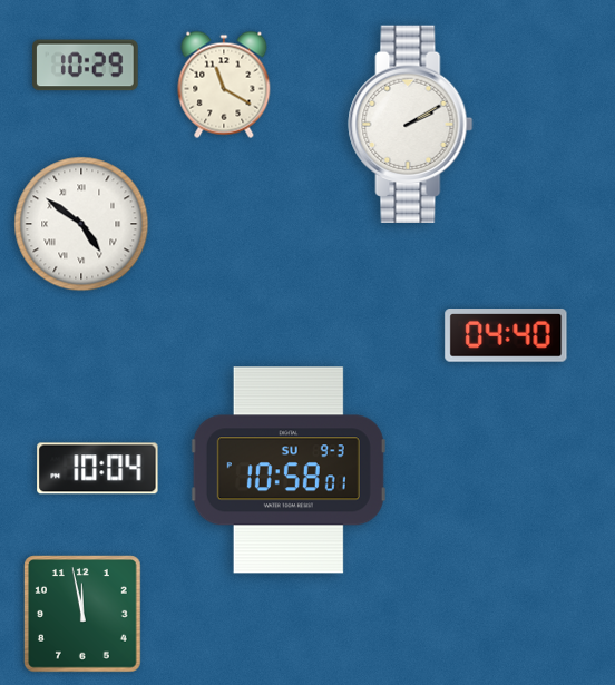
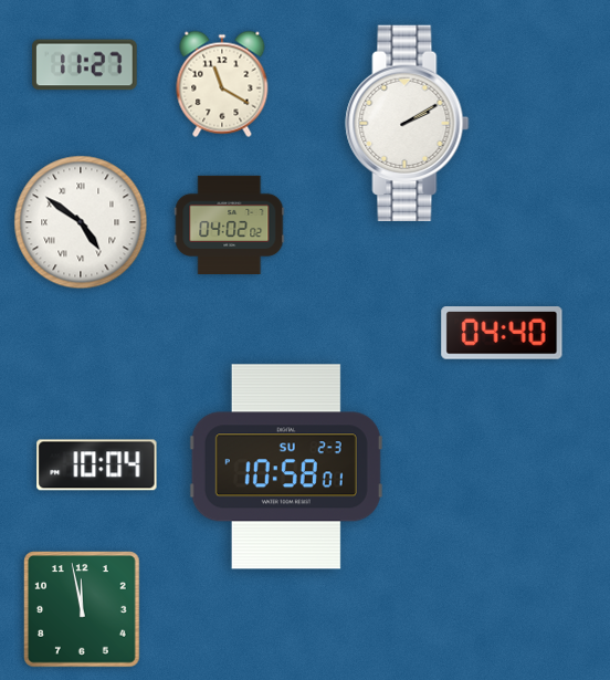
clock at (86, 66): 10:29 -> 11:27
clock at (230, 224): none -> 04:02
clock at (289, 470) date: SU 9-3 -> SU 2-3
